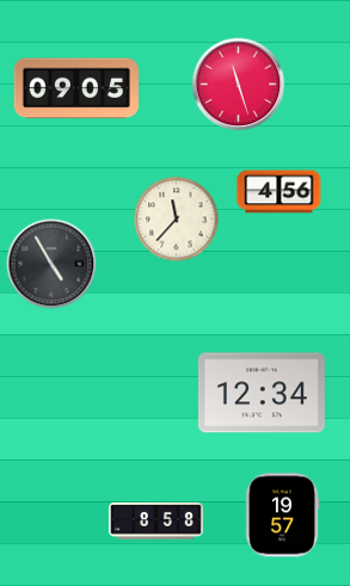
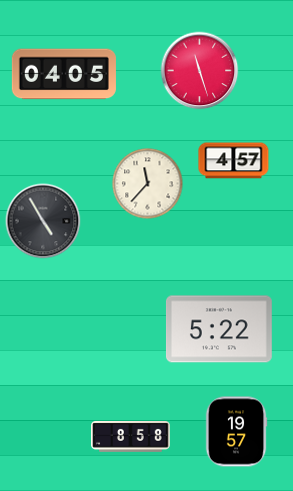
clock at (76, 88): 09:05 -> 04:05
clock at (280, 192): 4:56 -> 4:57
clock at (262, 393): 12:34 -> 5:22
